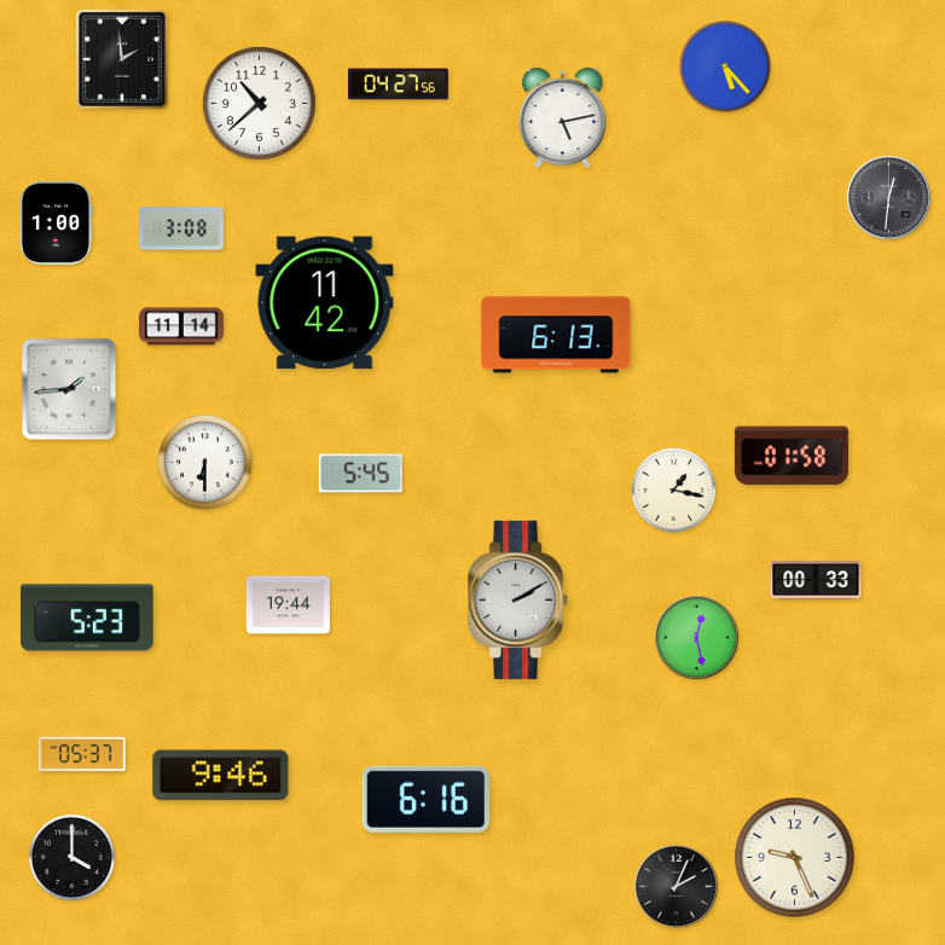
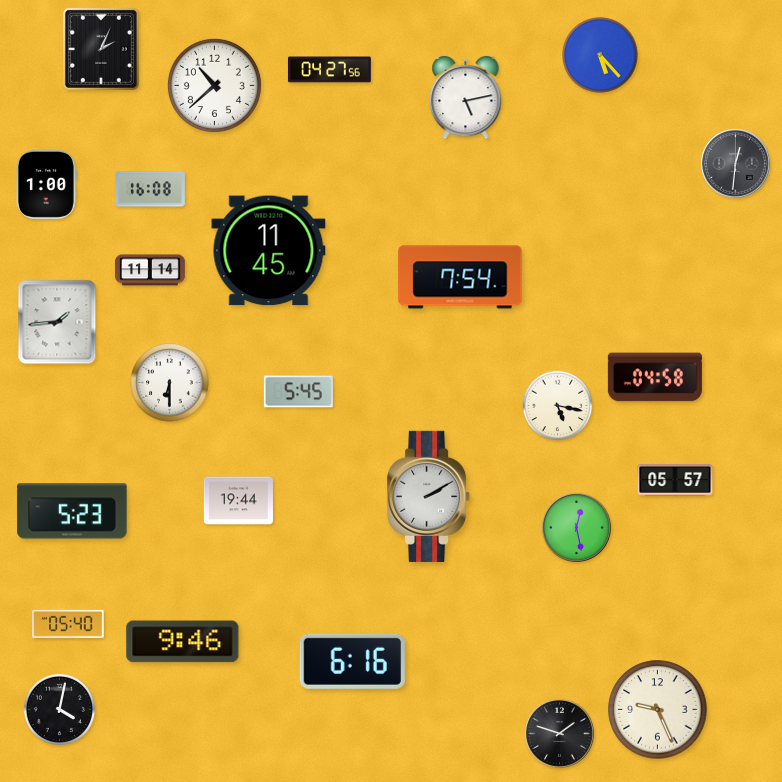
clock at (122, 59): 1:59 -> 2:04
clock at (181, 228): 3:08 -> 16:08
clock at (325, 303): 11:42 -> 11:45
clock at (556, 335): 6:13 -> 7:54
clock at (792, 456): 01:58 -> 04:58
clock at (674, 491): 1:17 -> 5:17
clock at (816, 580): 00:33 -> 05:57
clock at (82, 754): 05:37 -> 05:40
clock at (71, 857): 4:00 -> 4:02
clock at (676, 886): 2:04 -> 1:48
